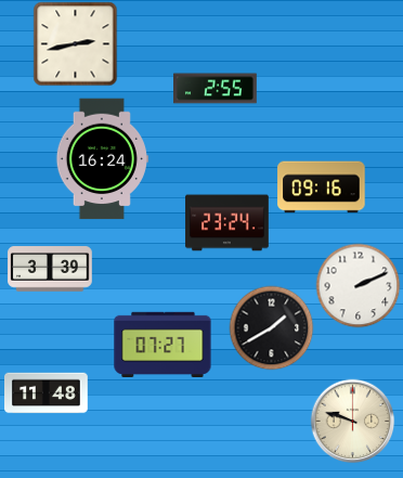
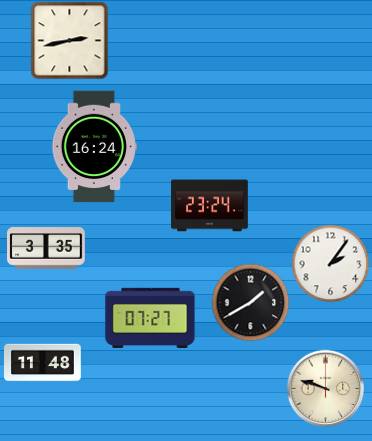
clock at (216, 89): 2:55 -> none
clock at (322, 188): 09:16 -> none
clock at (50, 269): 3:39 -> 3:35
clock at (357, 285): 2:11 -> 2:06
